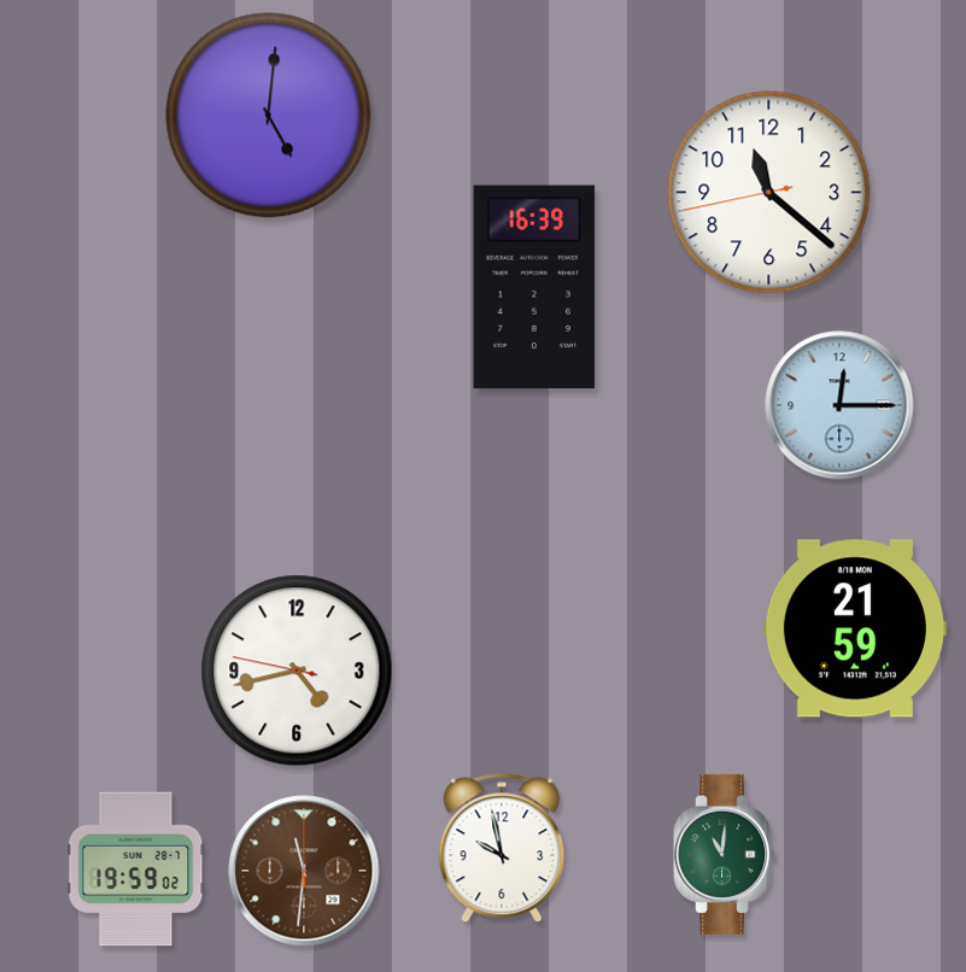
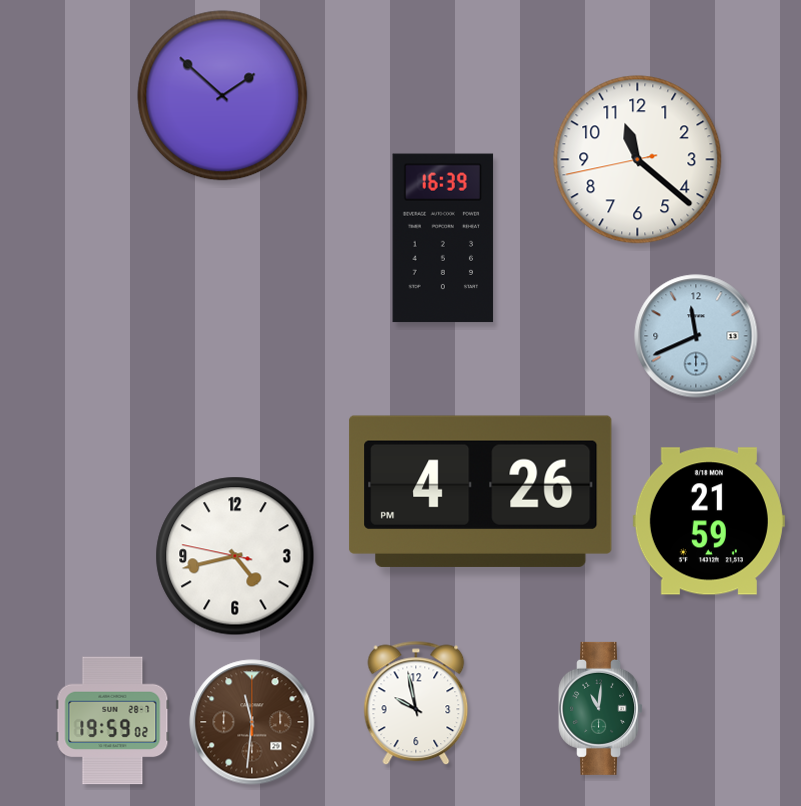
clock at (269, 116): 5:01 -> 1:52
clock at (839, 405): 12:15 -> 11:41
clock at (481, 491): none -> 4:26
clock at (297, 671) position: (297, 671) -> (235, 556)
